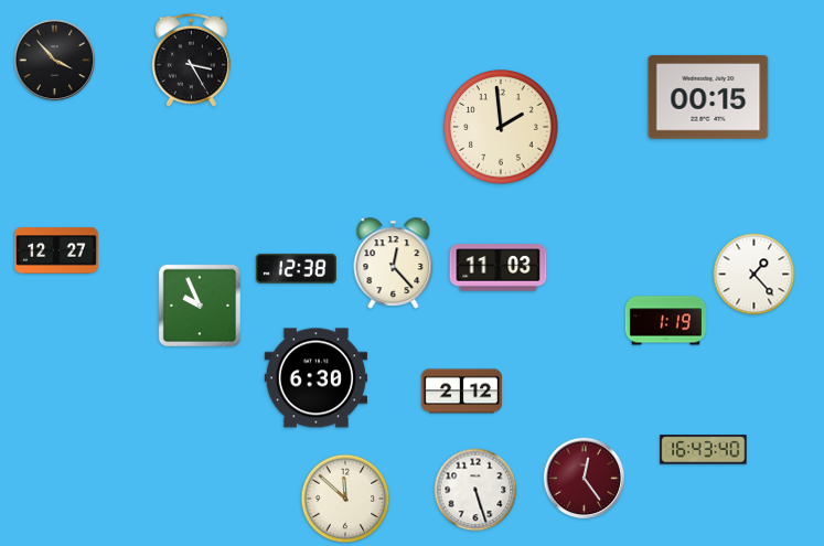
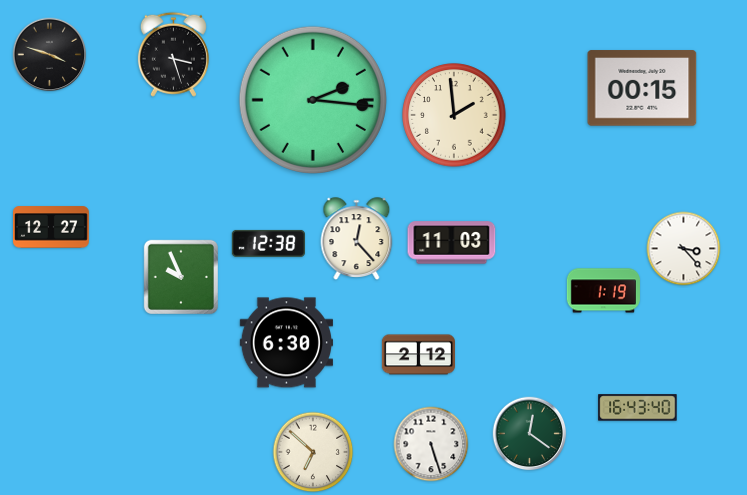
clock at (191, 60): 3:25 -> 3:27
clock at (55, 61): 3:53 -> 3:48
clock at (313, 100): none -> 2:16
clock at (755, 275): 1:23 -> 3:23
clock at (585, 479): 12:24 -> 12:21
clock at (585, 479) dial: burgundy -> green
clock at (345, 499): 11:52 -> 6:52
